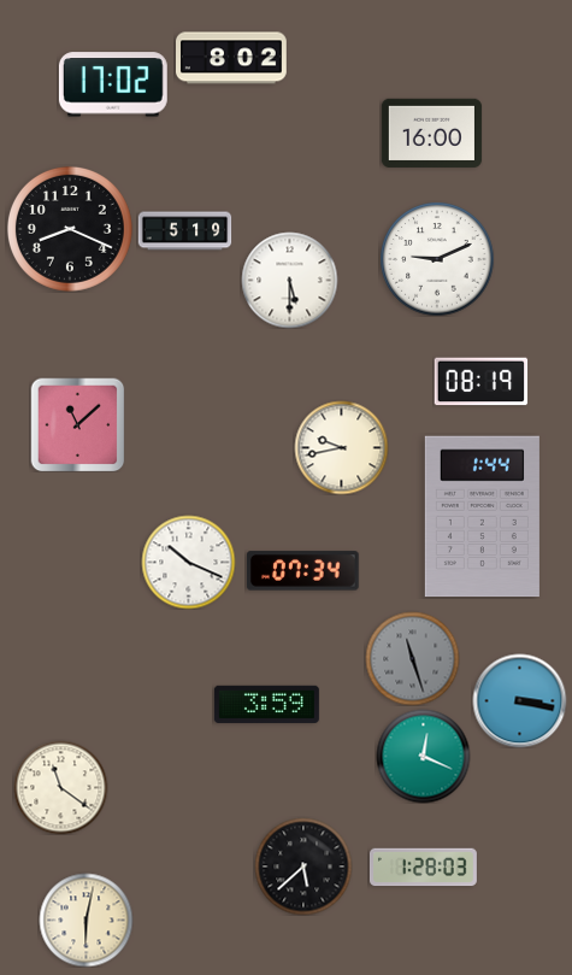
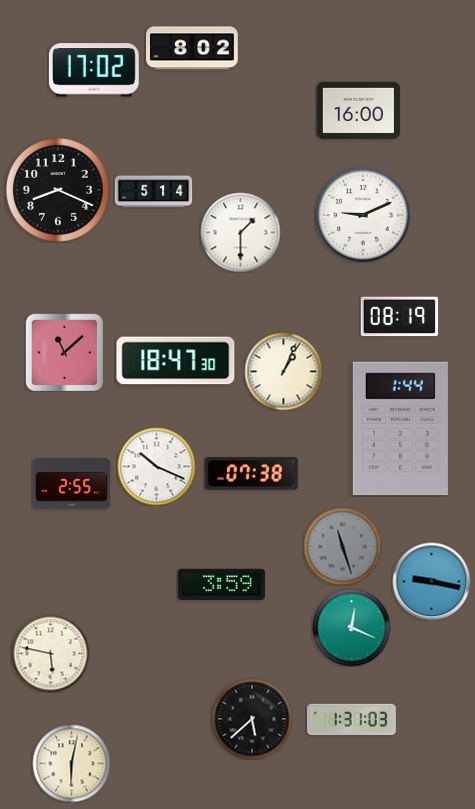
clock at (184, 231): 5:19 -> 5:14
clock at (289, 280): 5:30 -> 1:30
clock at (176, 361): none -> 18:47
clock at (341, 447): 9:43 -> 1:04
clock at (303, 571): 07:34 -> 07:38
clock at (71, 484): none -> 2:55
clock at (519, 700): 3:17 -> 9:17
clock at (60, 787): 11:21 -> 5:47
clock at (423, 868): 1:28 -> 1:31
